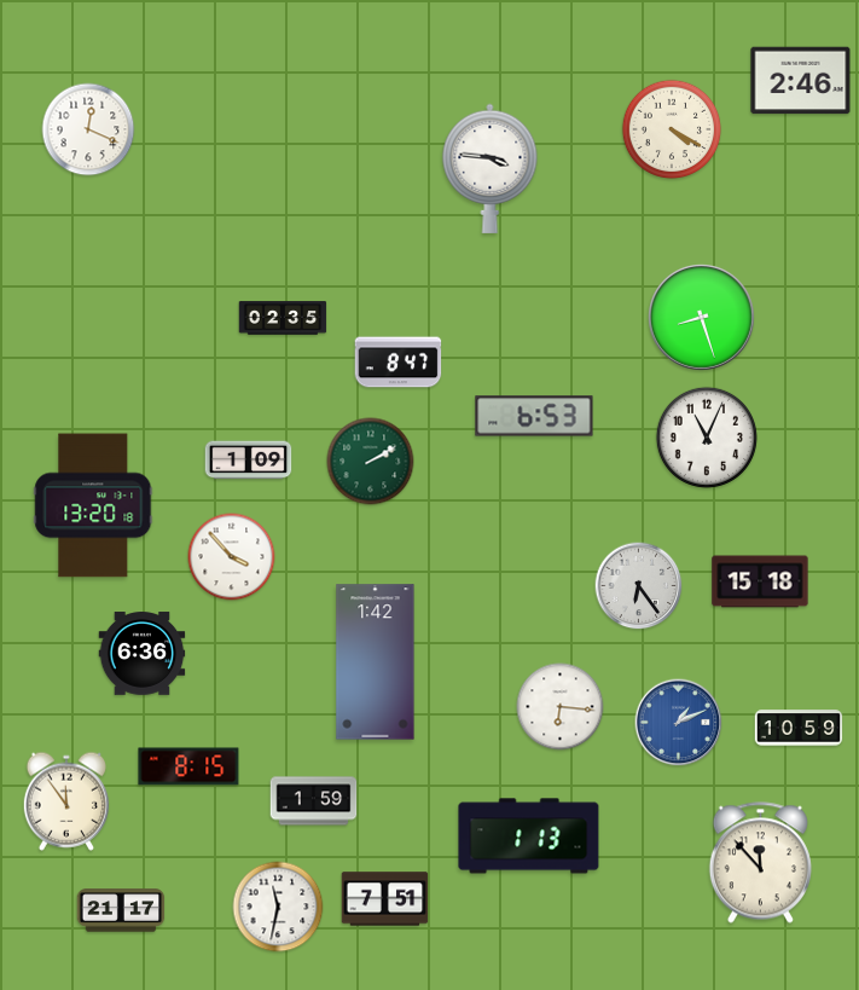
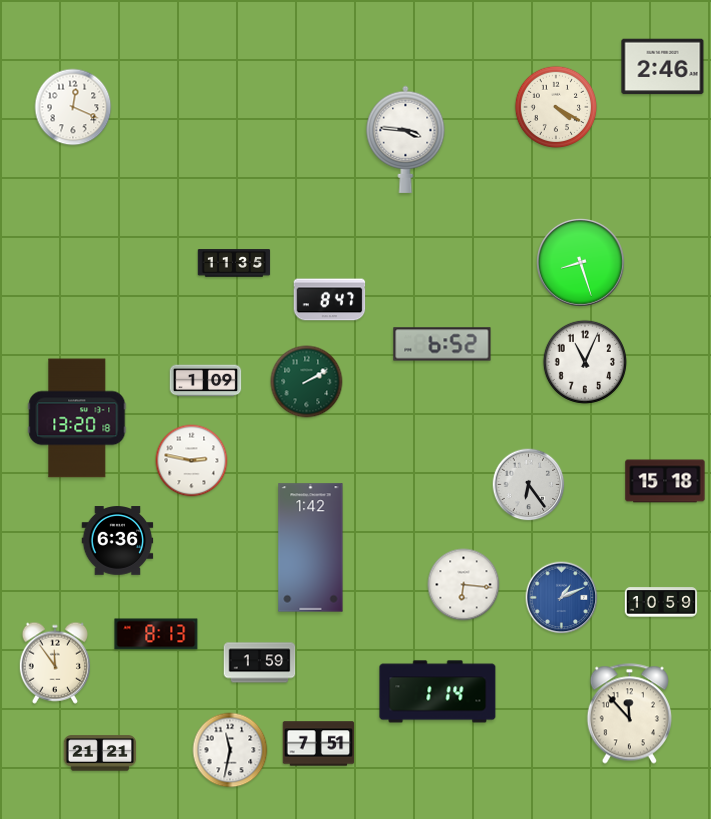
clock at (283, 318): 02:35 -> 11:35
clock at (534, 416): 6:53 -> 6:52
clock at (232, 557): 3:53 -> 2:47
clock at (760, 581) position: (760, 581) -> (665, 481)
clock at (188, 766): 8:15 -> 8:13
clock at (529, 836): 1:13 -> 1:14
clock at (121, 910): 21:17 -> 21:21
